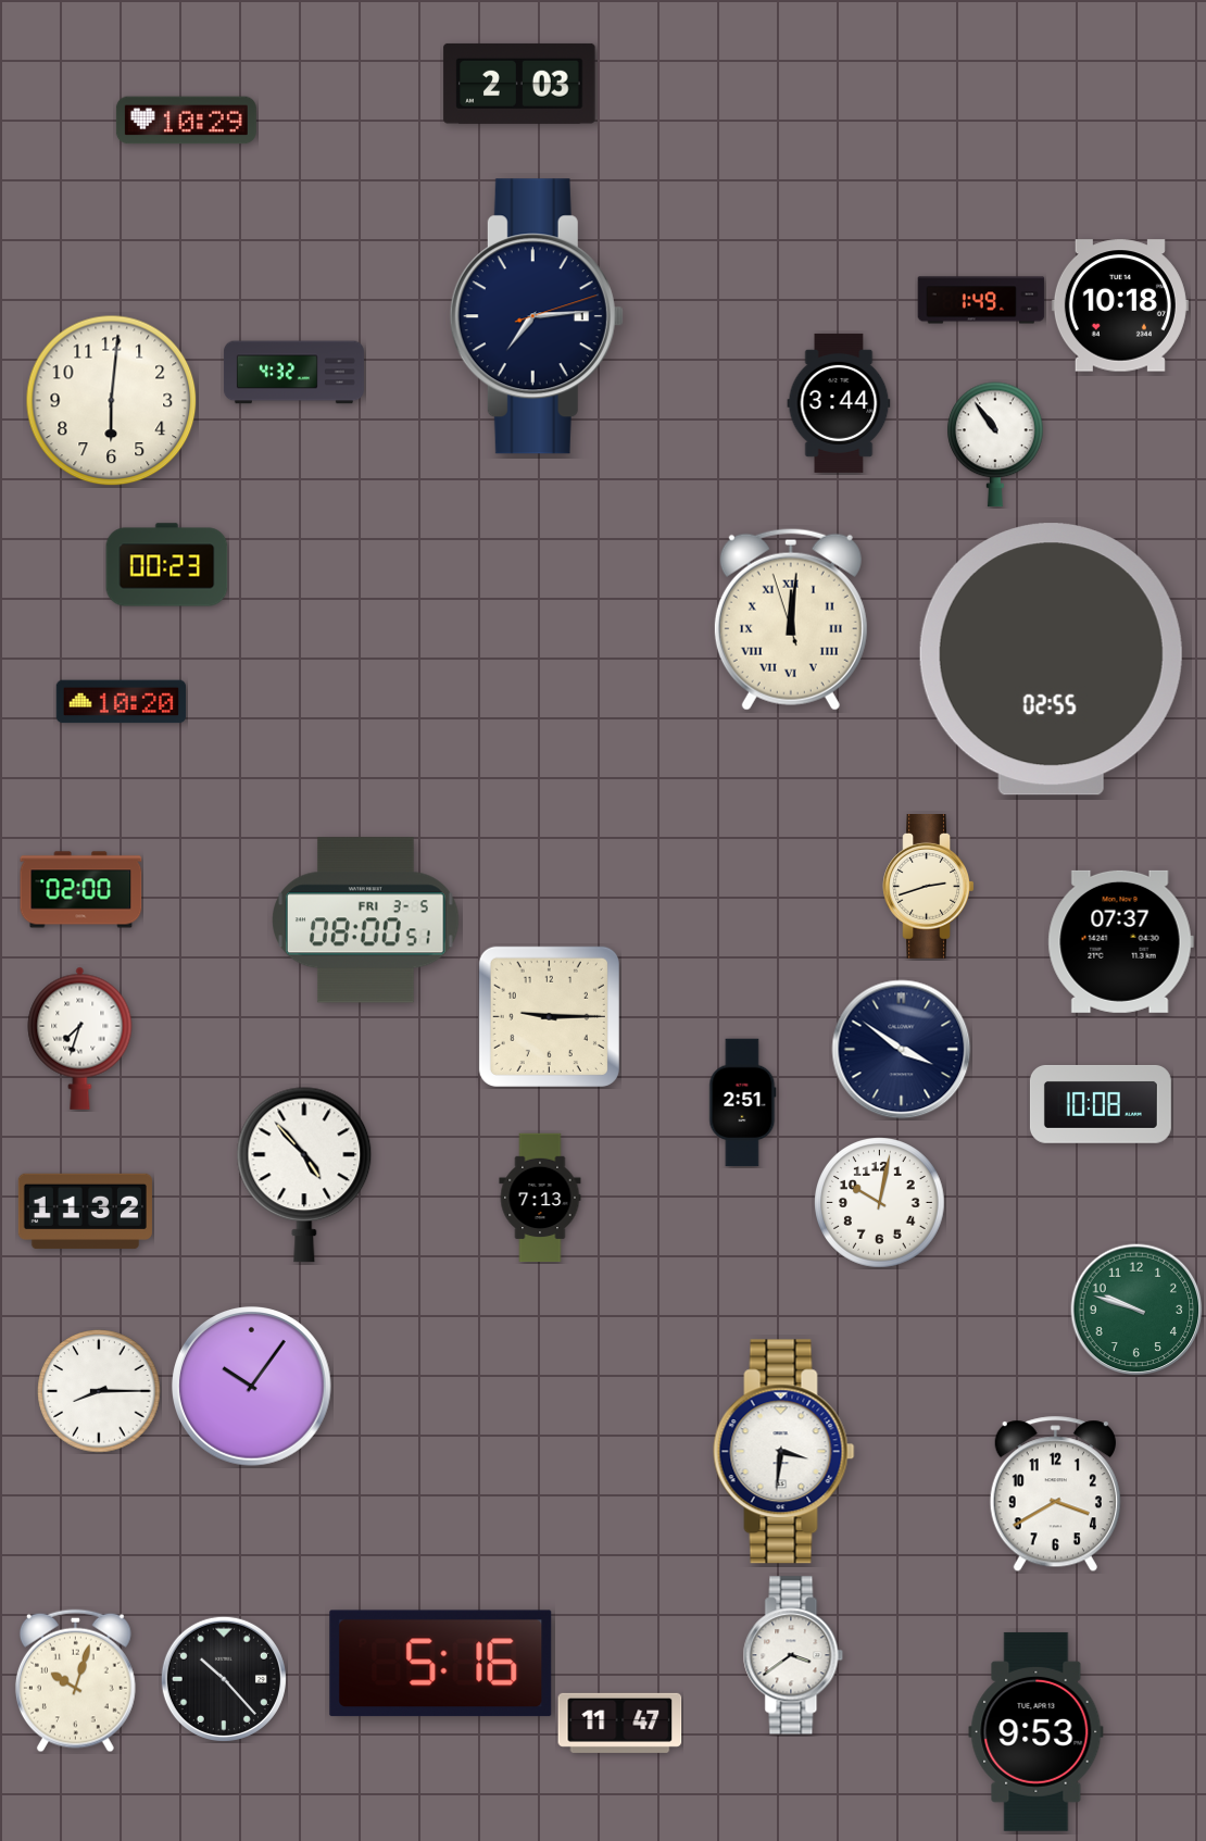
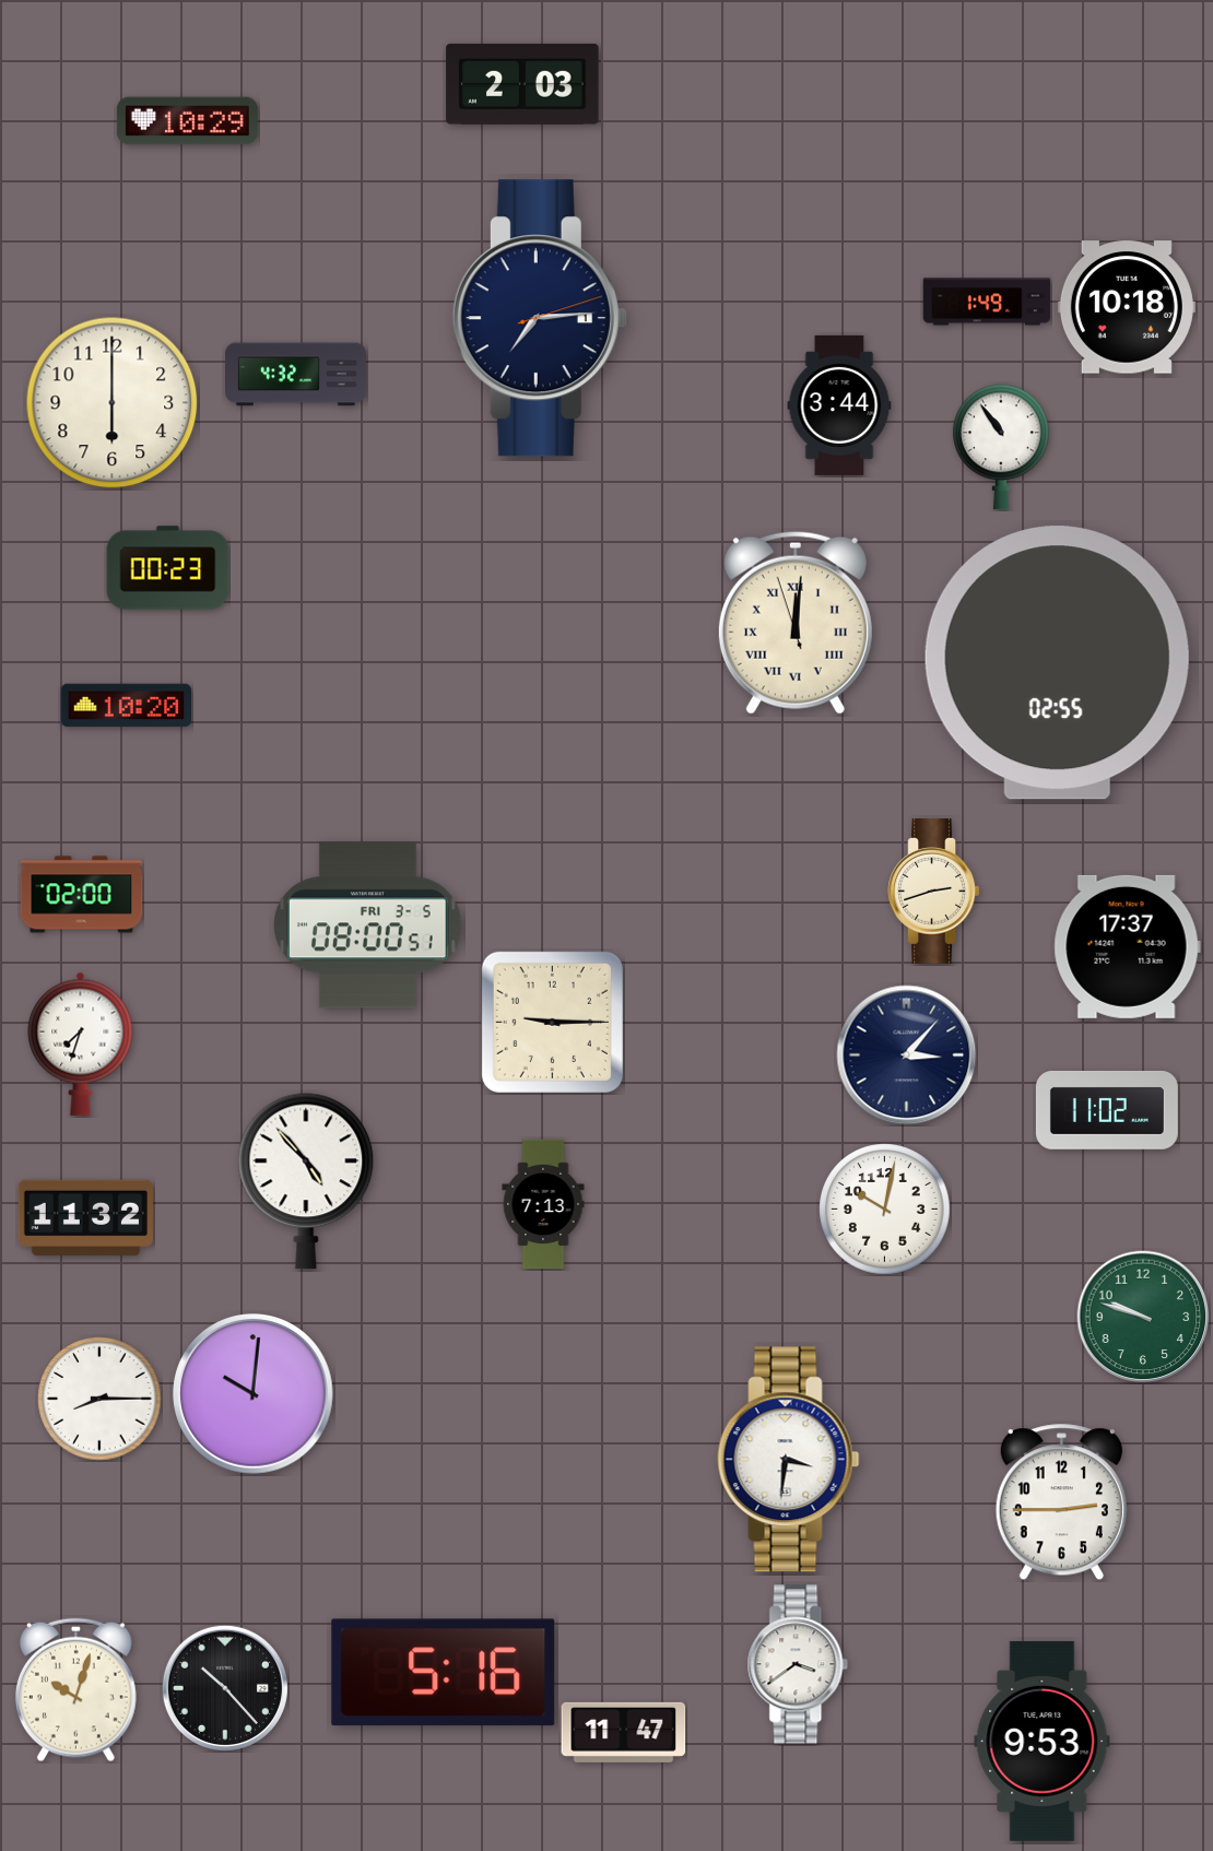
clock at (112, 401): 6:01 -> 6:00
clock at (839, 403) position: (839, 403) -> (839, 405)
clock at (122, 702) position: (122, 702) -> (127, 706)
clock at (1120, 941): 07:37 -> 17:37
clock at (902, 1050): 3:51 -> 3:07
clock at (743, 1103): 2:51 -> none
clock at (1101, 1104): 10:08 -> 11:02
clock at (252, 1387): 10:06 -> 10:01
clock at (1055, 1494): 3:40 -> 2:45
